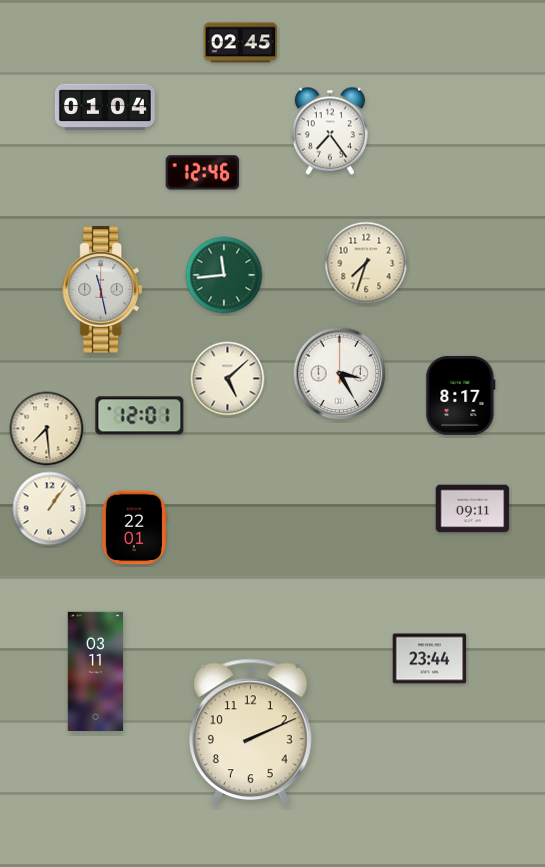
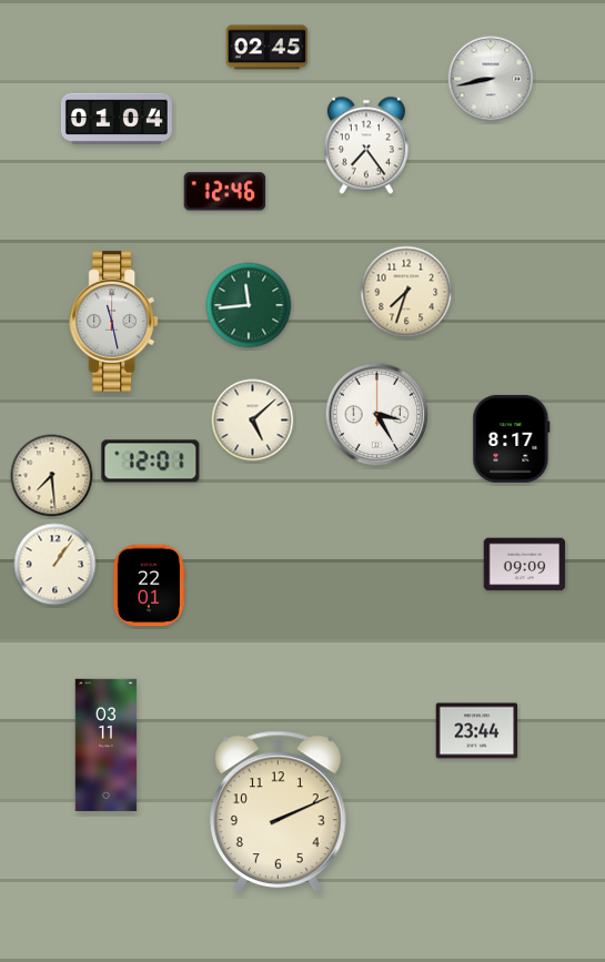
clock at (491, 79): none -> 8:43
clock at (140, 416) position: (140, 416) -> (151, 462)
clock at (473, 509): 09:11 -> 09:09
